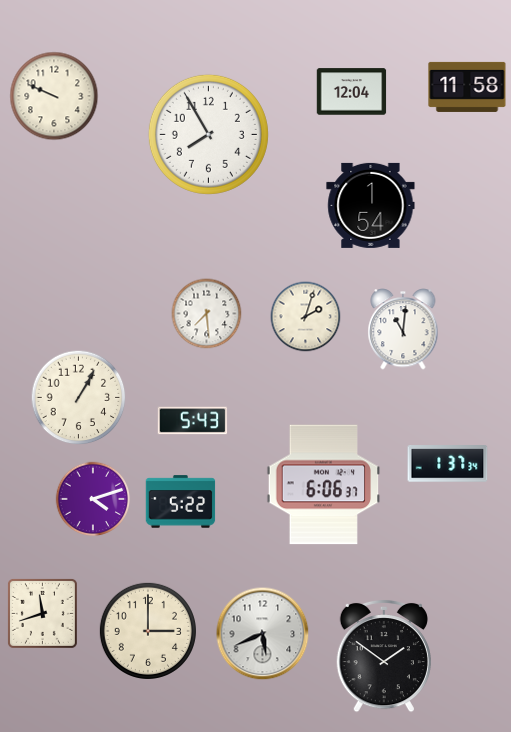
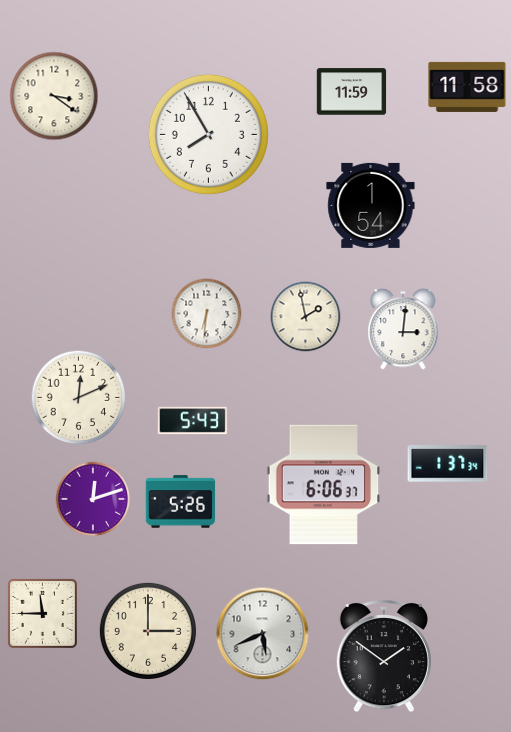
clock at (352, 92): 12:04 -> 11:59
clock at (54, 96): 9:49 -> 3:21
clock at (207, 314): 7:29 -> 6:31
clock at (306, 317): 2:03 -> 1:58
clock at (403, 329): 11:01 -> 3:01
clock at (79, 398): 1:05 -> 12:11
clock at (93, 499): 4:12 -> 12:12
clock at (181, 502): 5:22 -> 5:26
clock at (42, 613): 11:42 -> 11:45
